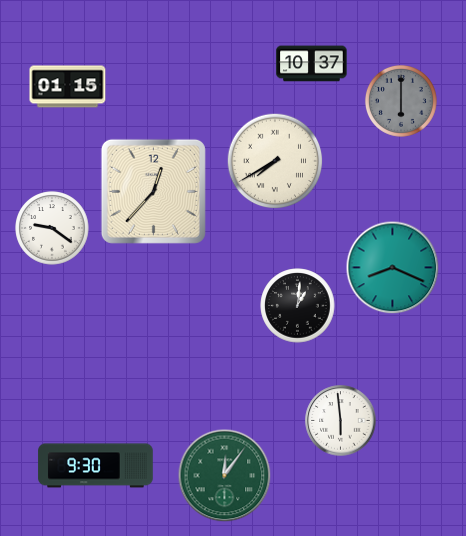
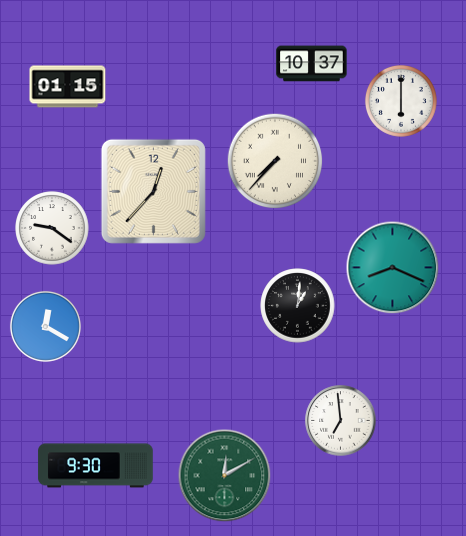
clock at (401, 101) dial: grey -> white
clock at (275, 161): 7:40 -> 7:37
clock at (45, 326): none -> 12:20
clock at (341, 421): 5:59 -> 6:59
clock at (225, 476): 12:06 -> 12:10
